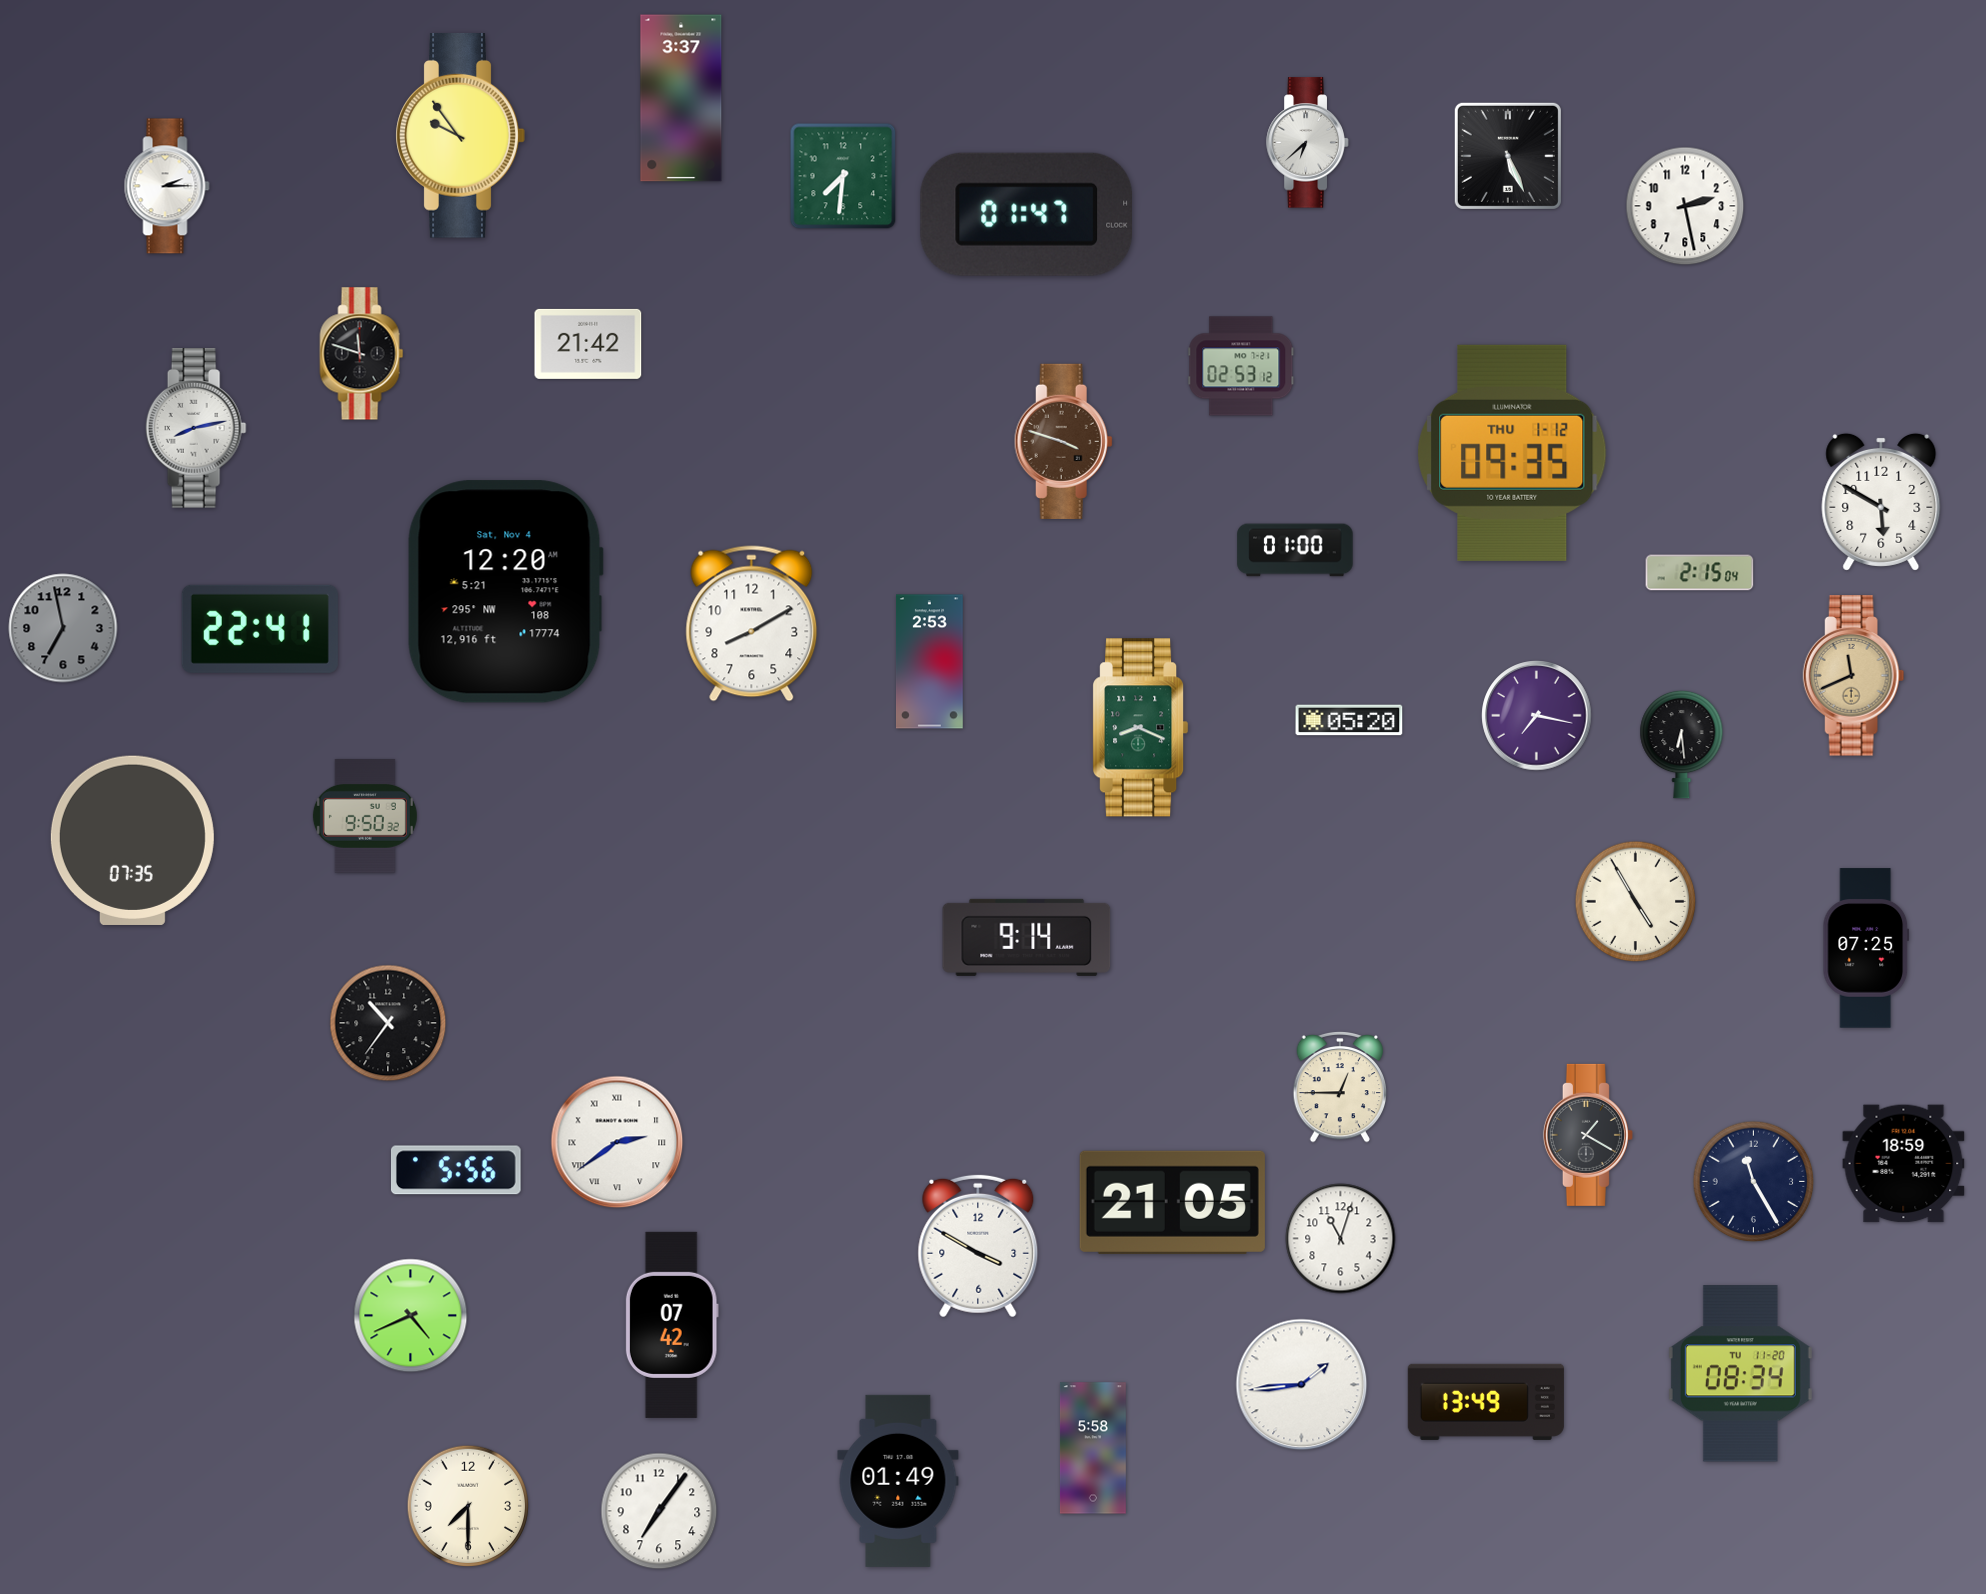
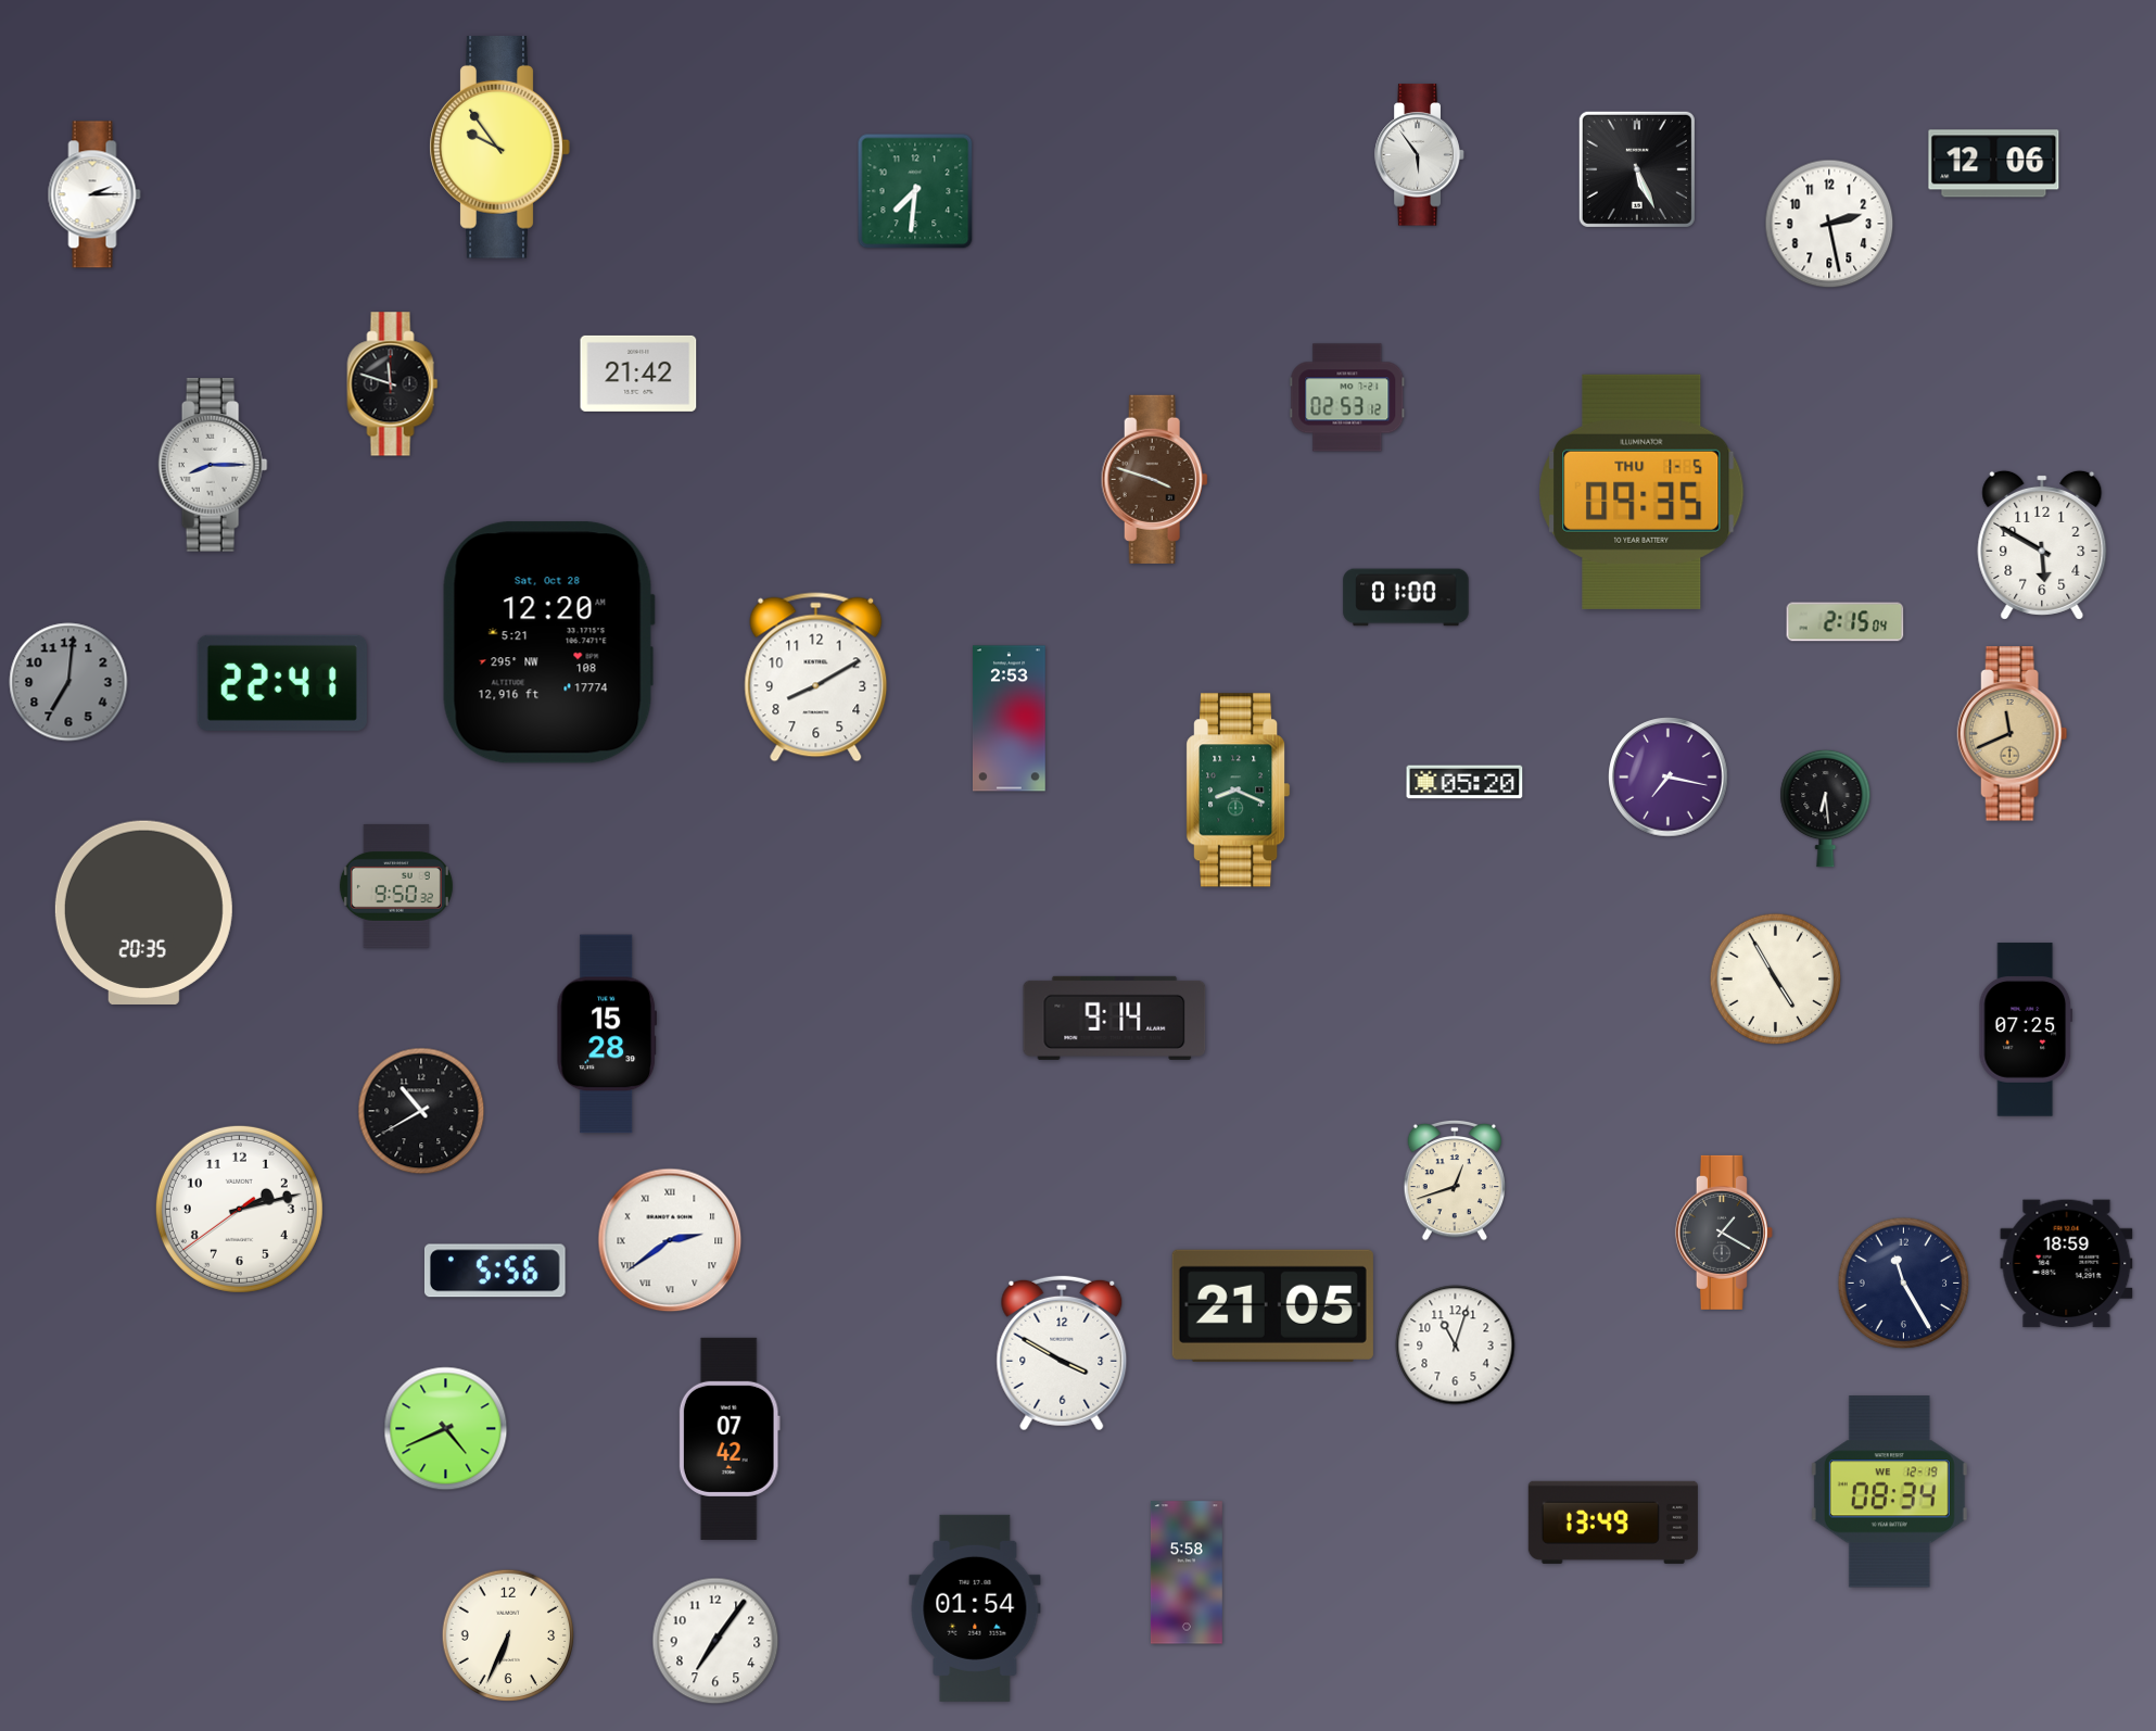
clock at (681, 98): 3:37 -> none
clock at (1308, 143): 6:38 -> 5:54
clock at (1994, 164): none -> 12:06
clock at (167, 186) position: (167, 186) -> (94, 194)
clock at (1026, 214): 01:47 -> none
clock at (196, 428): 8:13 -> 8:15
clock at (1512, 453) date: THU 1-12 -> THU 1-5
clock at (505, 592) date: Sat, Nov 4 -> Sat, Oct 28
clock at (63, 628): 6:58 -> 7:01
clock at (132, 840): 07:35 -> 20:35
clock at (607, 1034): none -> 15:28
clock at (388, 1023): 10:36 -> 10:40
clock at (1339, 1087): 12:45 -> 12:42
clock at (239, 1209): none -> 2:12
clock at (1740, 1374) date: TU 11-20 -> WE 12-19
clock at (1302, 1385): 1:44 -> none
clock at (898, 1481): 01:49 -> 01:54
clock at (468, 1506): 7:30 -> 6:34
